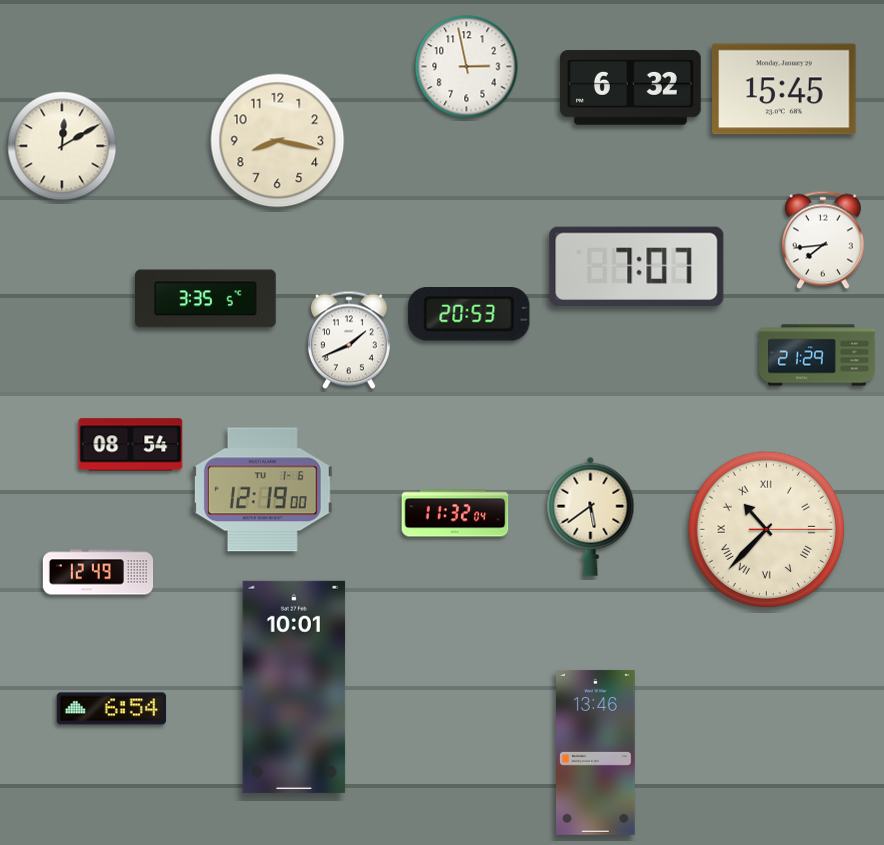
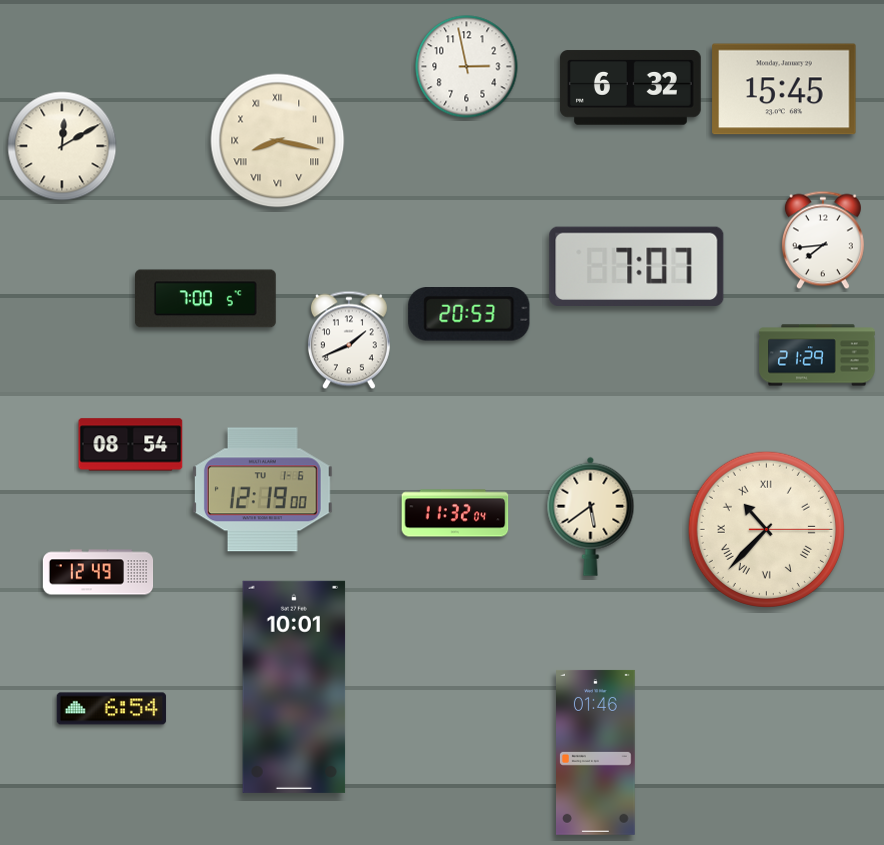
clock at (278, 141) numerals: Arabic -> Roman
clock at (206, 299): 3:35 -> 7:00
clock at (596, 752): 13:46 -> 01:46
